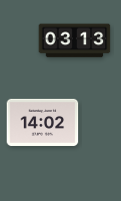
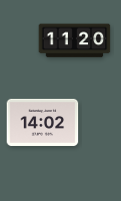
clock at (75, 41): 03:13 -> 11:20
